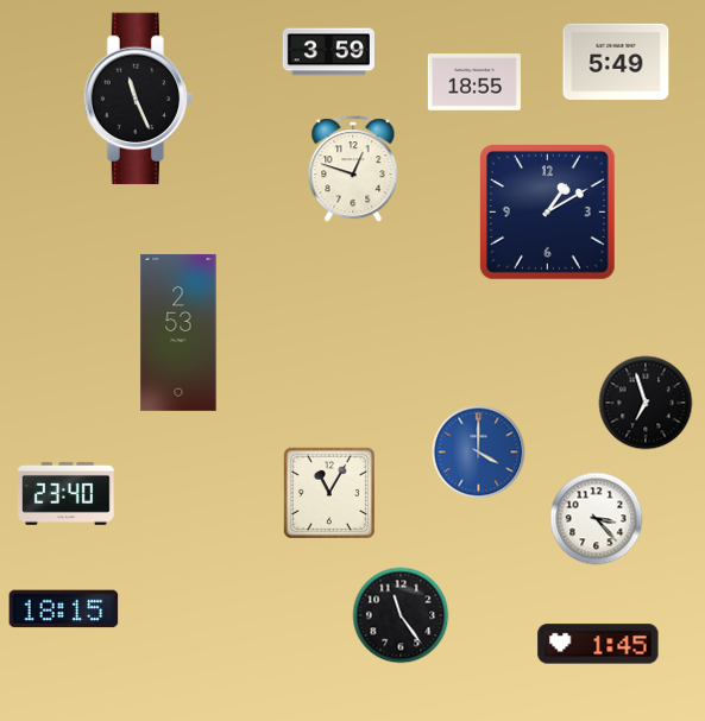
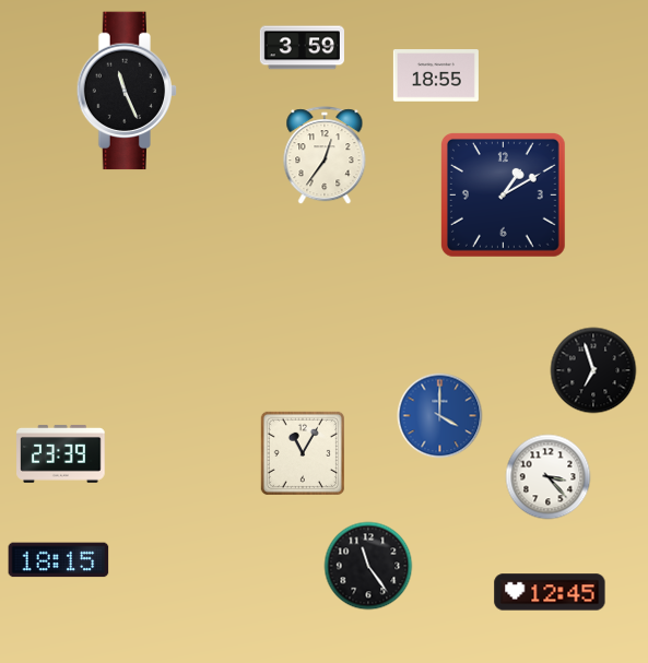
clock at (616, 62): 5:49 -> none
clock at (353, 170): 12:48 -> 12:36
clock at (178, 333): 2:53 -> none
clock at (67, 494): 23:40 -> 23:39
clock at (598, 644): 1:45 -> 12:45
